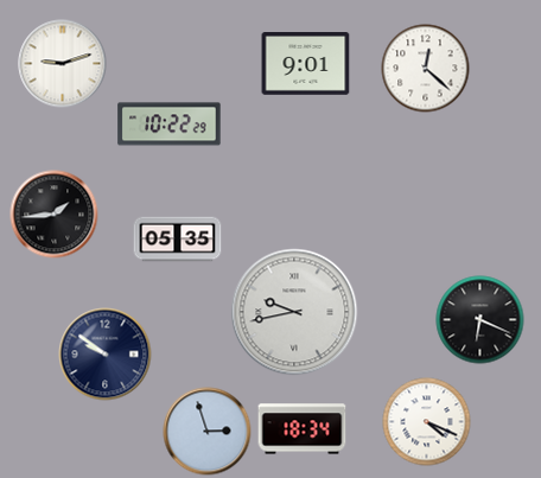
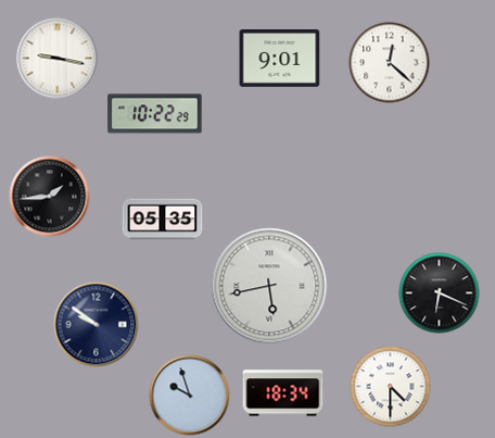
clock at (63, 64): 9:12 -> 9:17
clock at (294, 312): 9:43 -> 5:43
clock at (427, 422): 4:19 -> 4:30
clock at (303, 429) position: (303, 429) -> (283, 393)
clock at (208, 432): 2:57 -> 9:57
